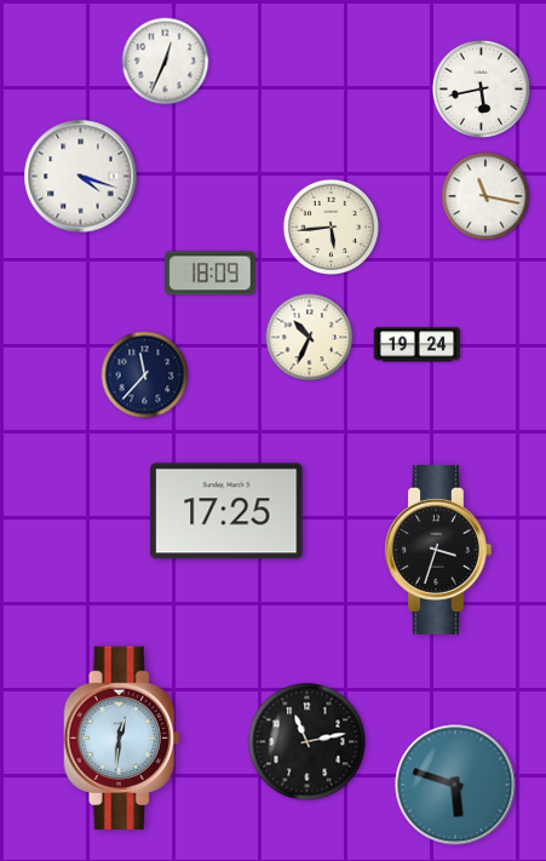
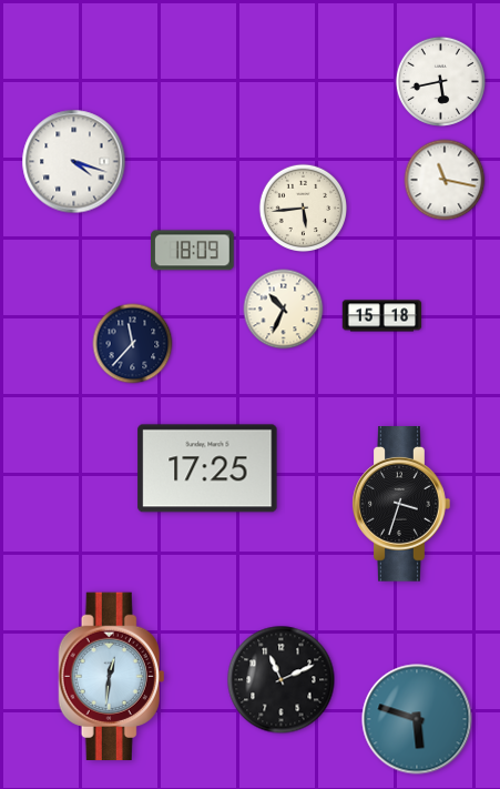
clock at (166, 62): 12:34 -> none
clock at (418, 345): 19:24 -> 15:18
clock at (308, 742): 11:13 -> 11:11
